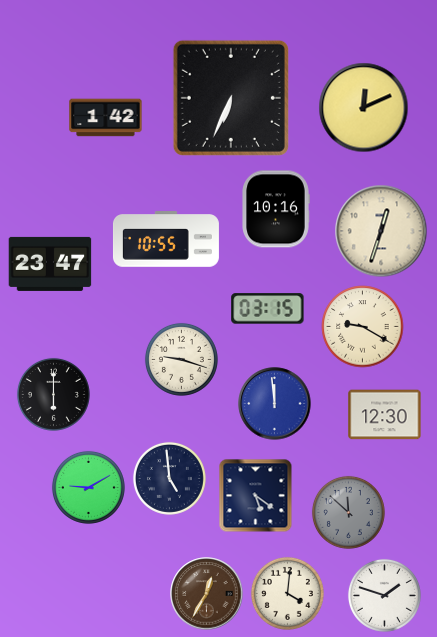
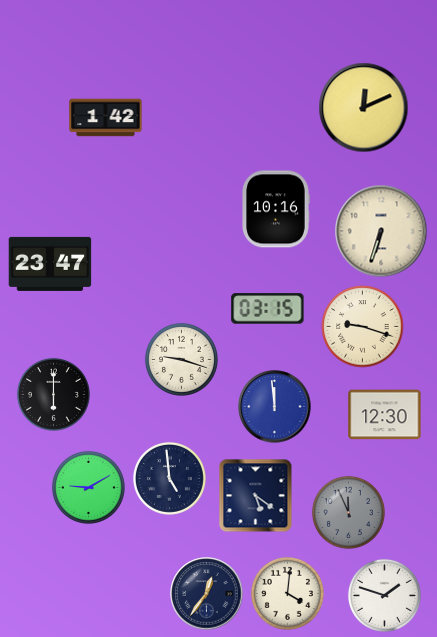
clock at (231, 98): 6:34 -> none
clock at (381, 231): 12:33 -> 6:33
clock at (166, 239): 10:55 -> none
clock at (363, 327): 9:20 -> 9:18
clock at (275, 404) position: (275, 404) -> (275, 407)
clock at (348, 512): 11:52 -> 11:56
clock at (207, 594): 12:35 -> 12:36
clock at (207, 594) dial: brown -> navy
